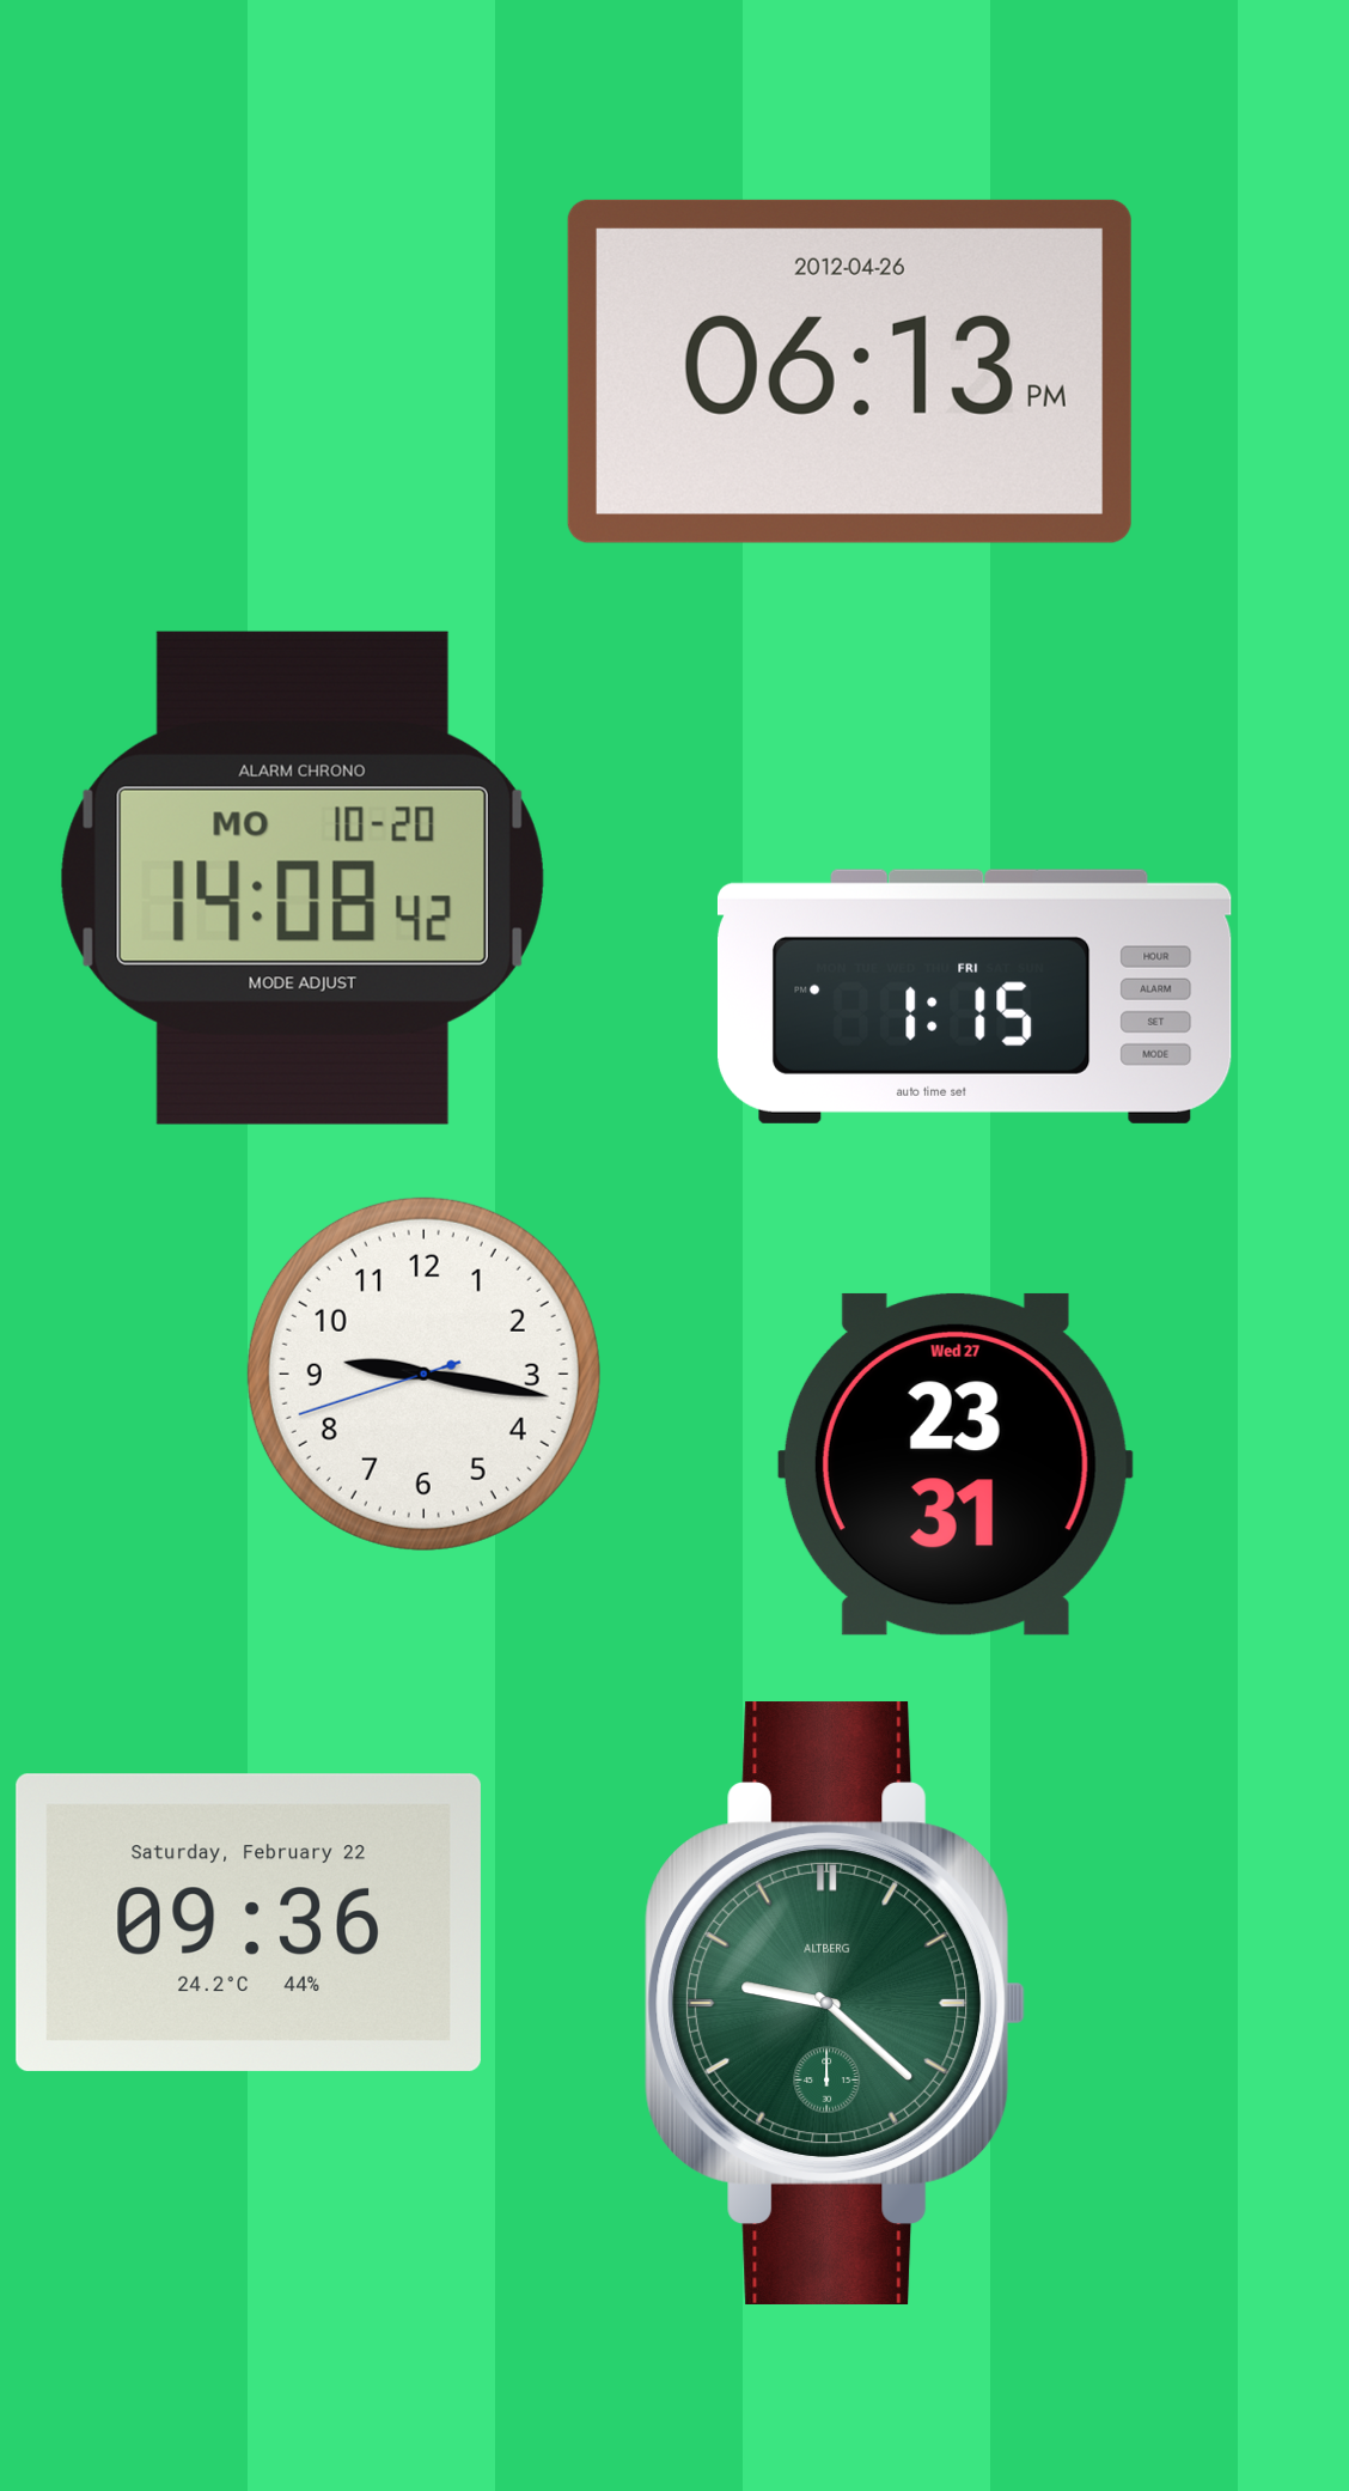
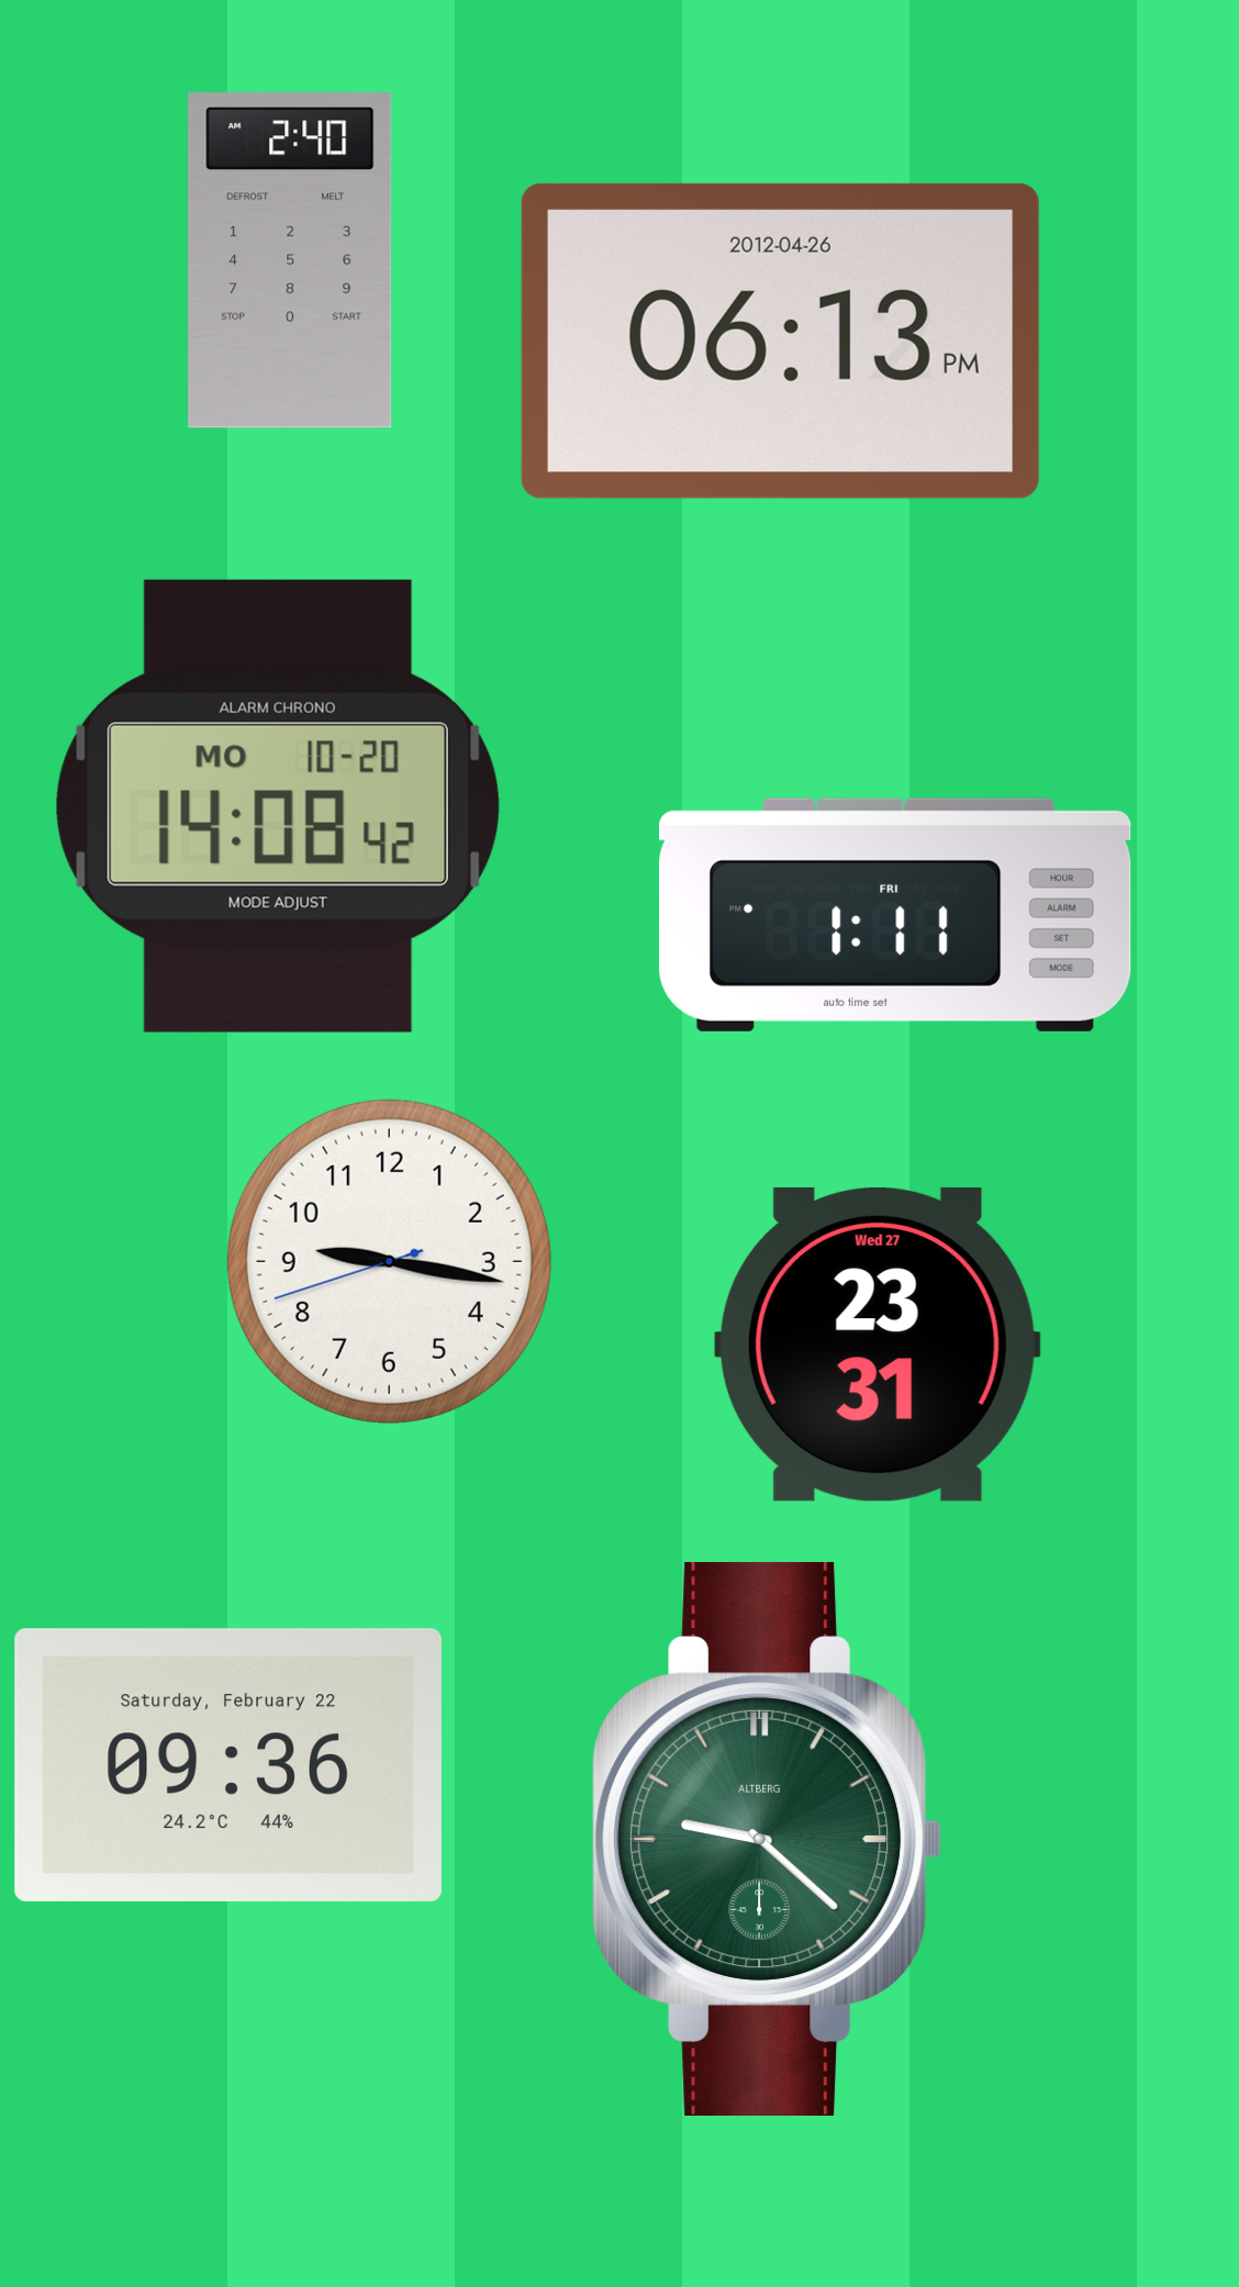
clock at (290, 260): none -> 2:40
clock at (975, 997): 1:15 -> 1:11
